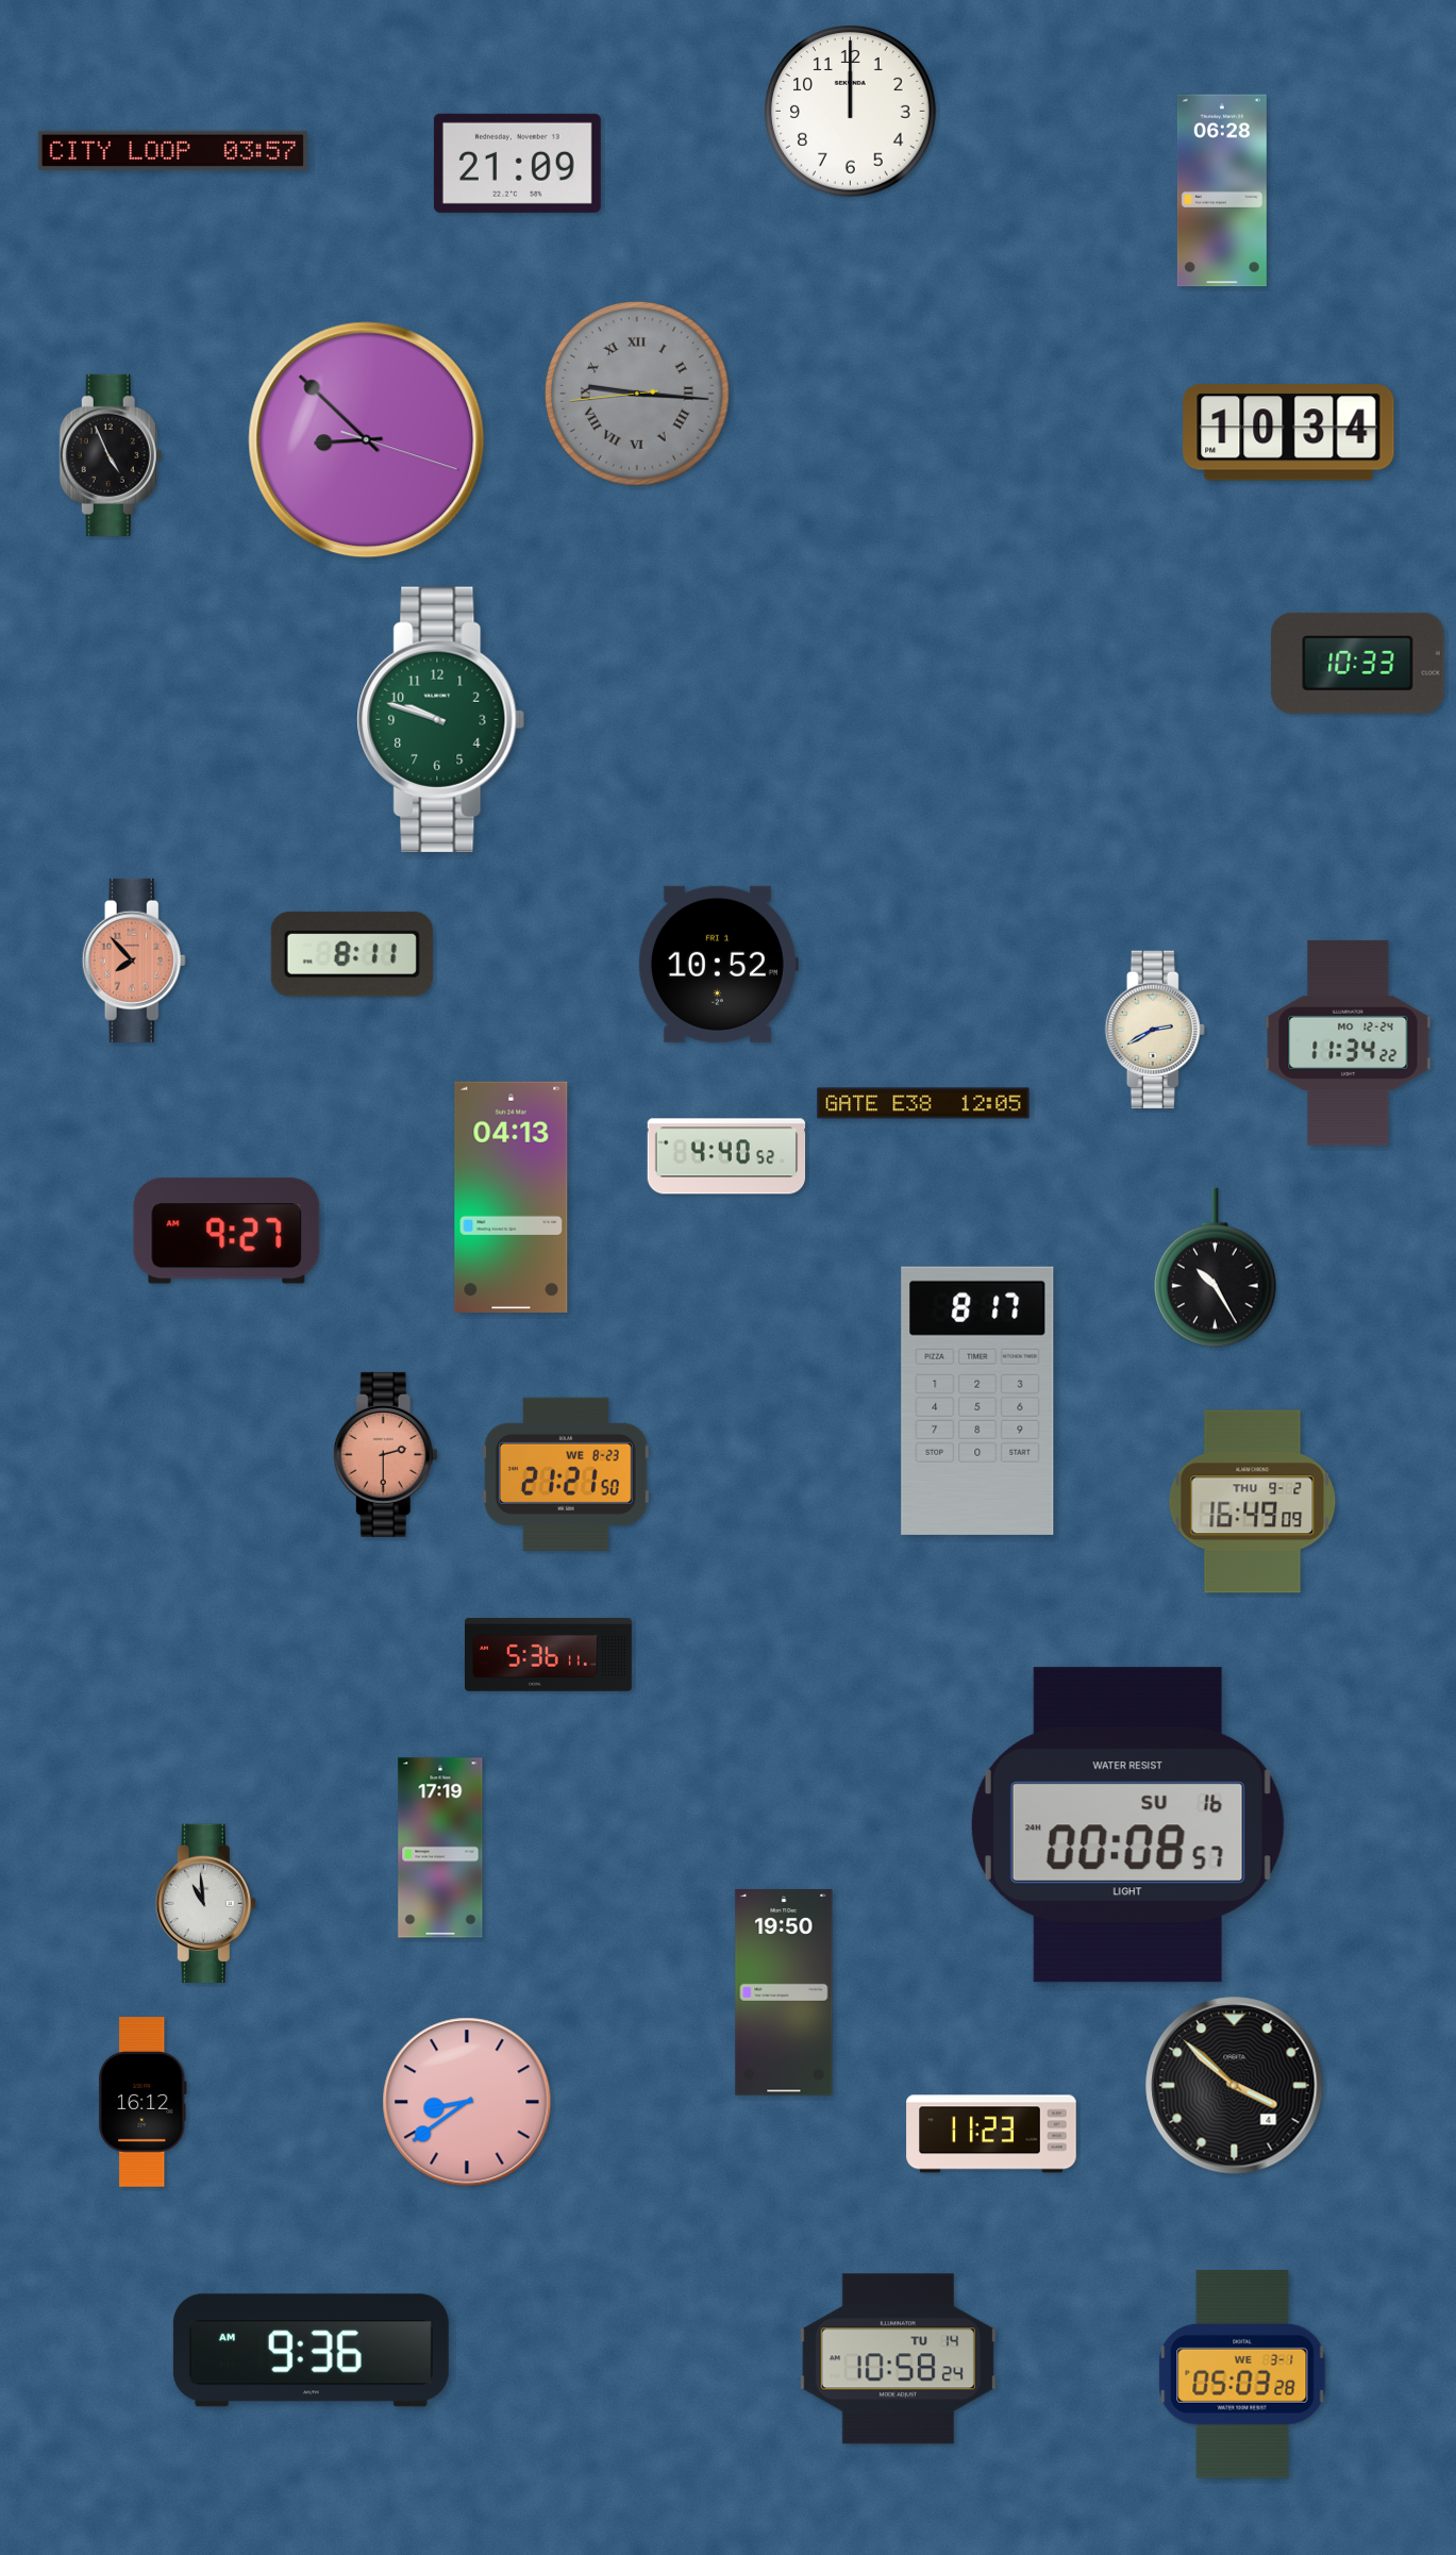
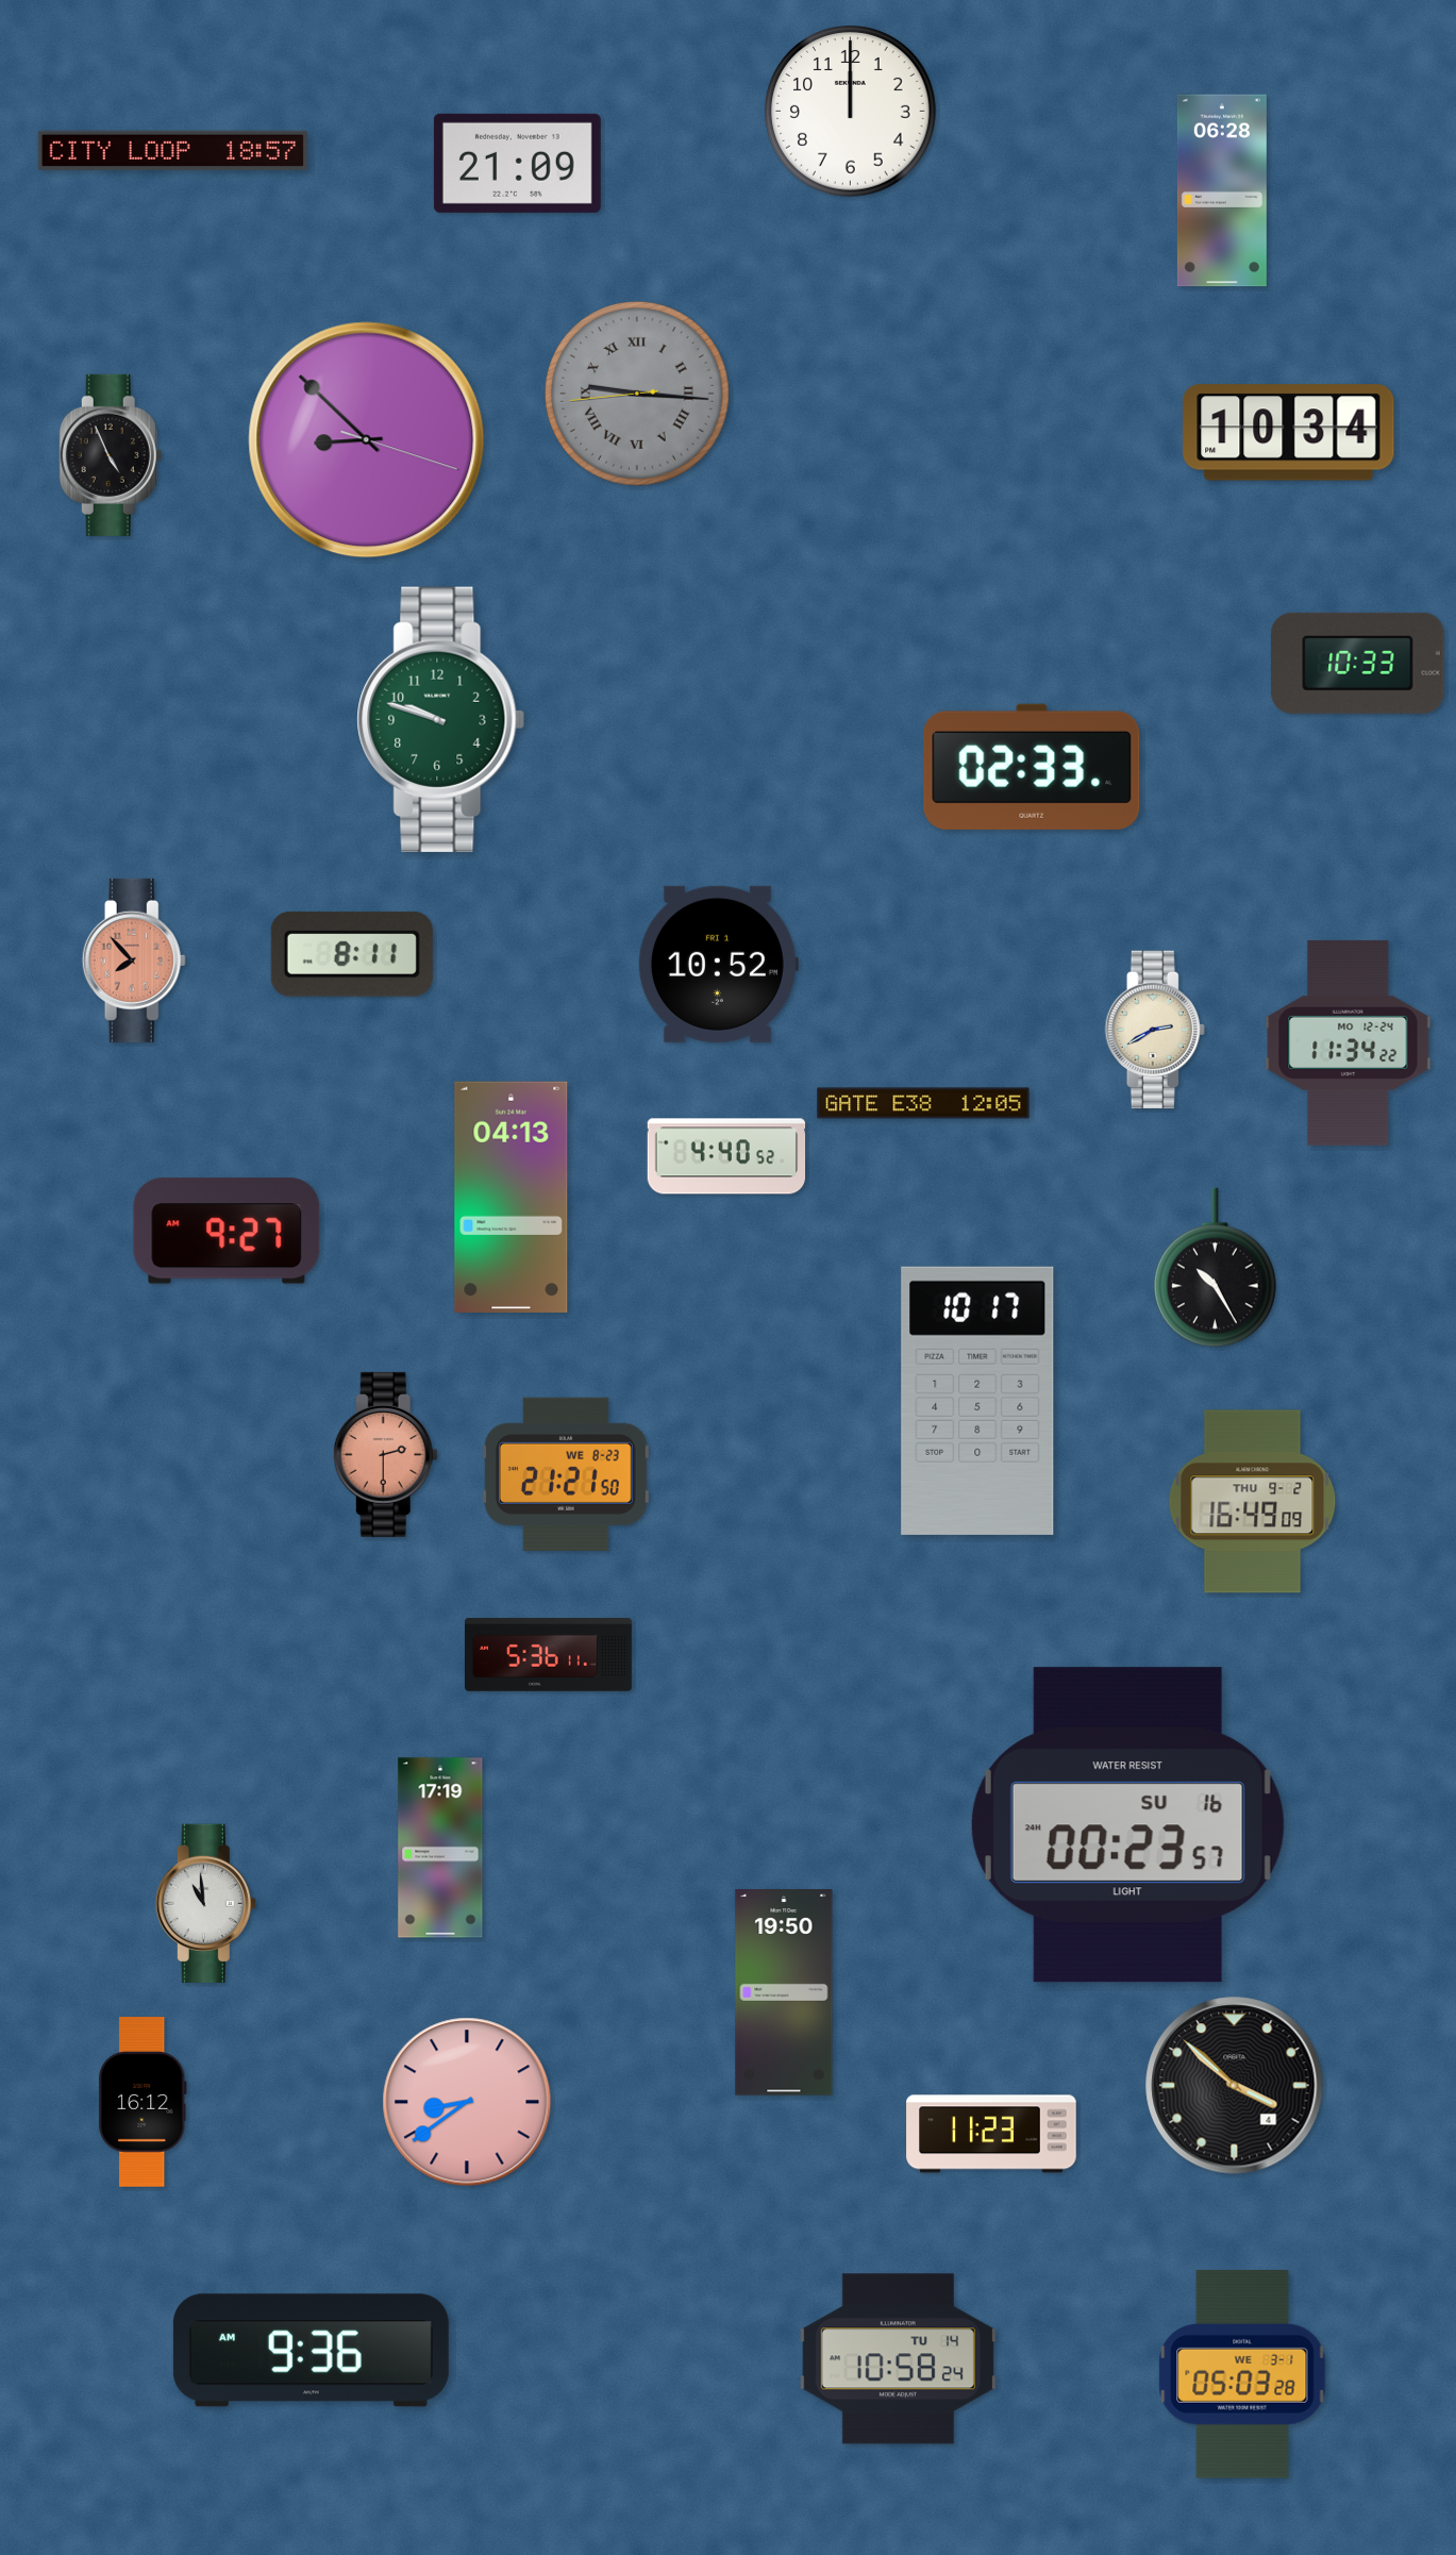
clock at (172, 150): 03:57 -> 18:57
clock at (1032, 767): none -> 02:33
clock at (977, 1401): 8:17 -> 10:17
clock at (1127, 1825): 00:08 -> 00:23
